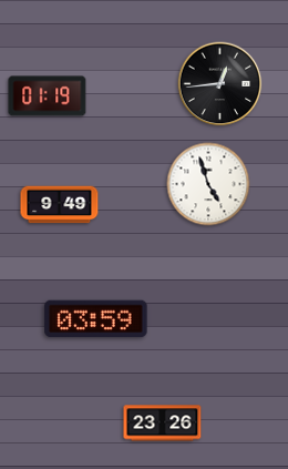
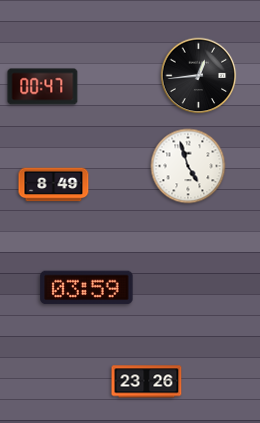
clock at (48, 96): 01:19 -> 00:47
clock at (60, 205): 9:49 -> 8:49
